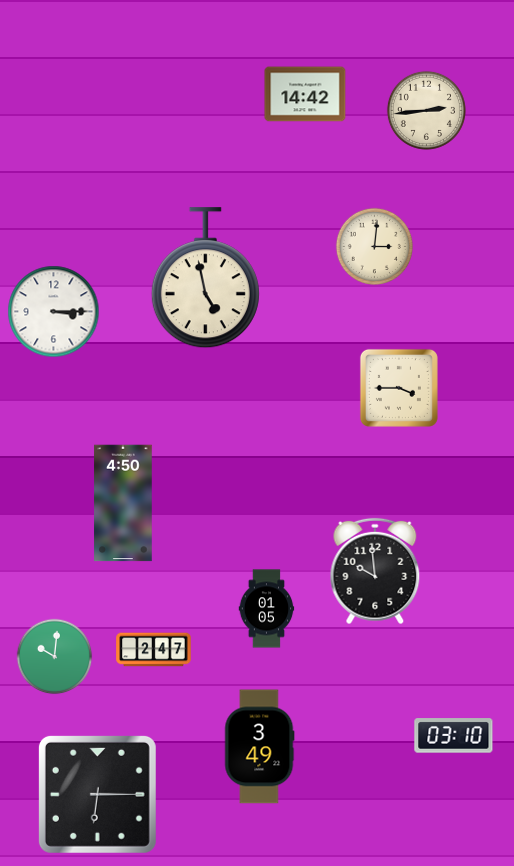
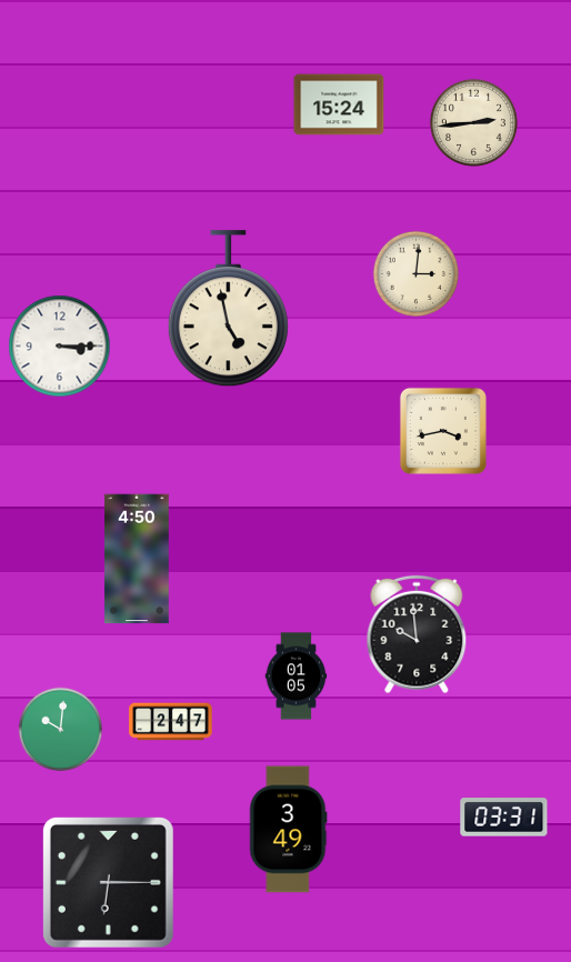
clock at (305, 94): 14:42 -> 15:24
clock at (399, 388): 3:45 -> 3:43
clock at (454, 736): 03:10 -> 03:31
